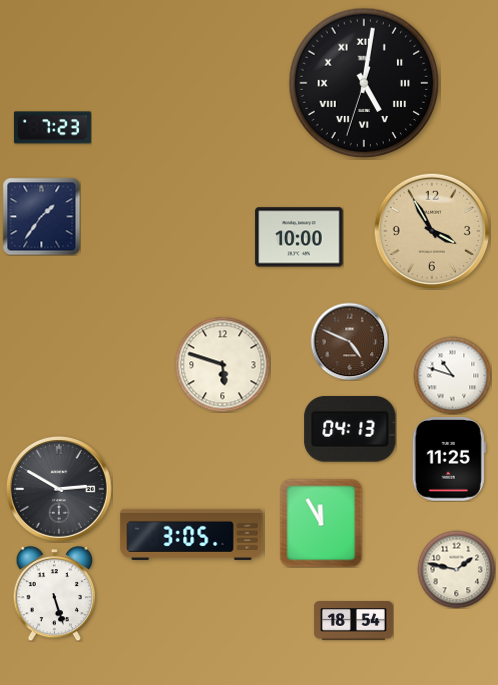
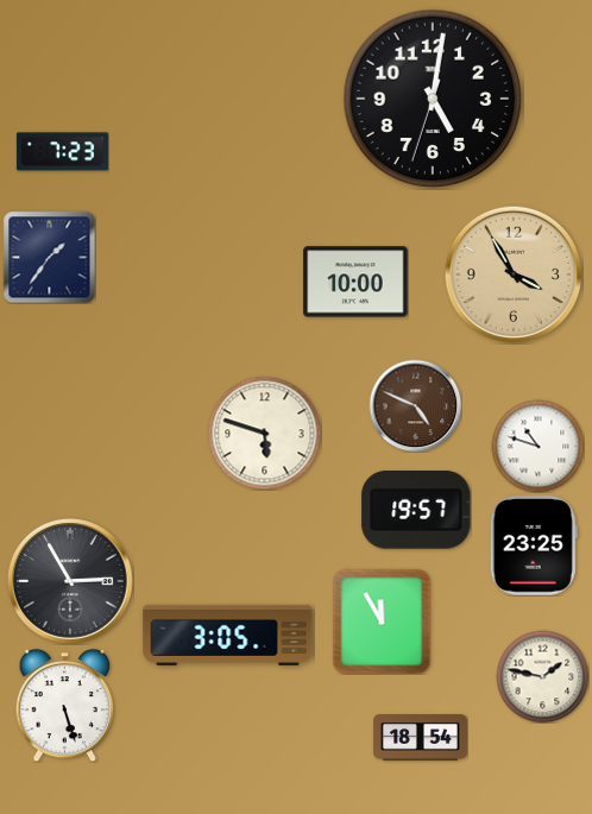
clock at (364, 83) numerals: Roman -> Arabic
clock at (350, 429): 04:13 -> 19:57
clock at (449, 459): 11:25 -> 23:25
clock at (60, 490): 2:50 -> 2:55
